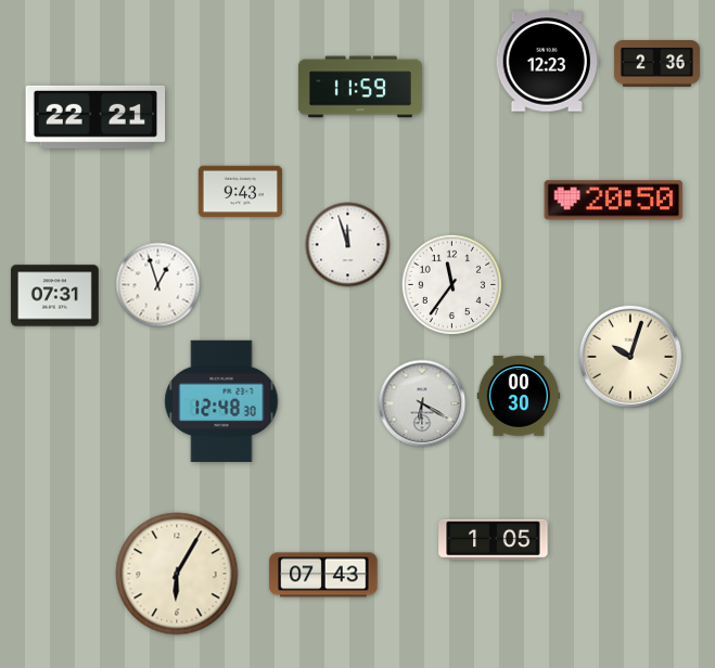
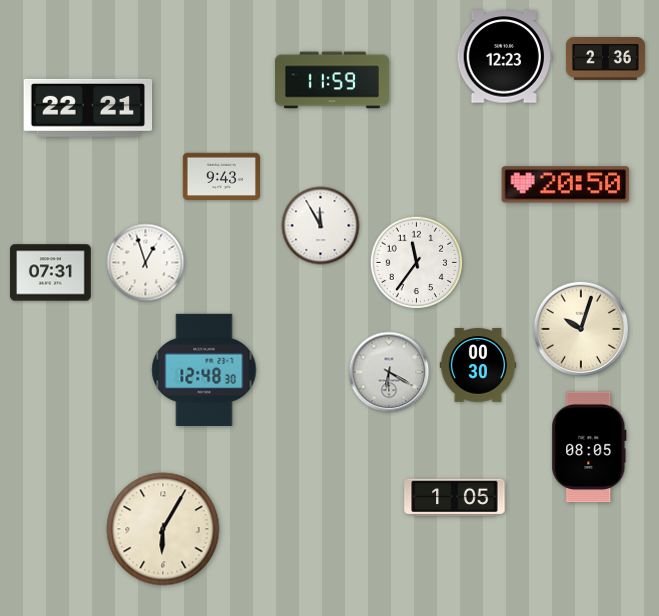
clock at (348, 245): 11:57 -> 11:55
clock at (589, 447): none -> 08:05
clock at (323, 575): 07:43 -> none
